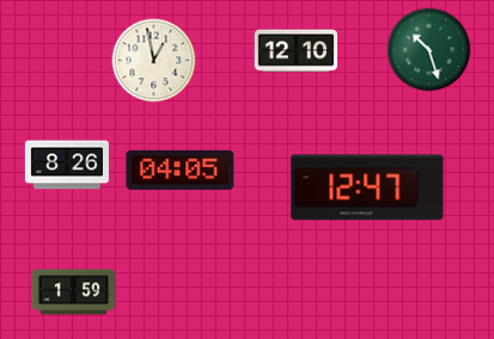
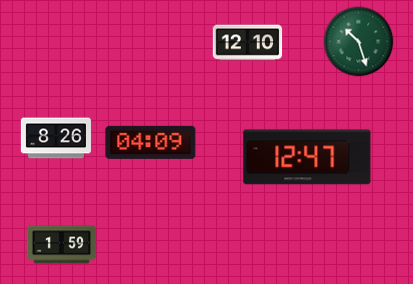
clock at (154, 61): 12:58 -> none
clock at (181, 169): 04:05 -> 04:09
